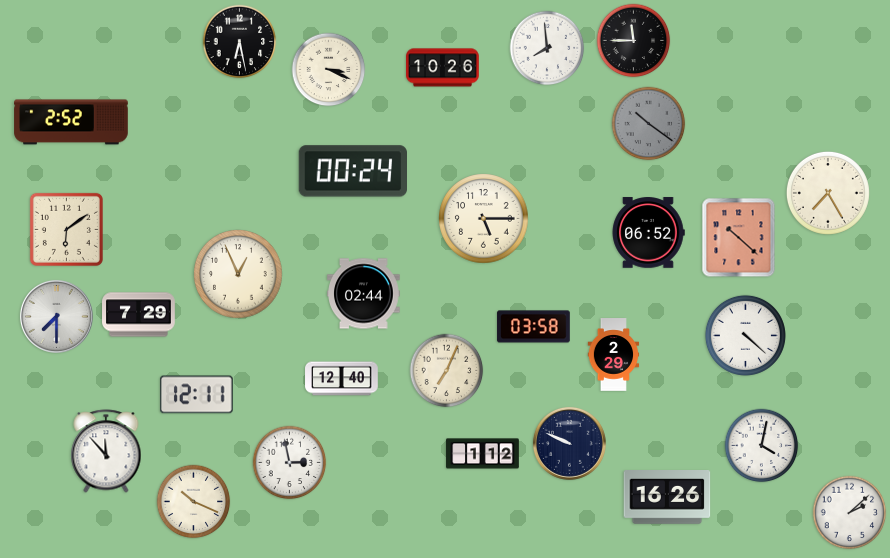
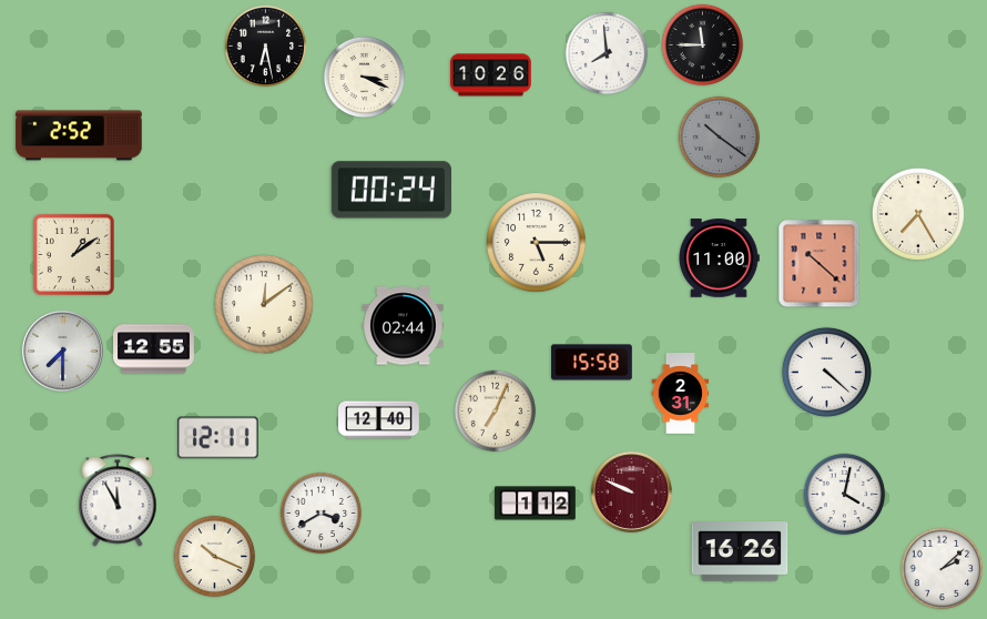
clock at (66, 229): 6:09 -> 1:09
clock at (648, 233): 06:52 -> 11:00
clock at (238, 274): 12:56 -> 12:09
clock at (139, 315): 7:29 -> 12:55
clock at (534, 327): 03:58 -> 15:58
clock at (614, 355): 2:29 -> 2:31
clock at (569, 443) dial: navy -> burgundy
clock at (106, 451): 11:53 -> 11:55
clock at (290, 463): 2:58 -> 3:40
